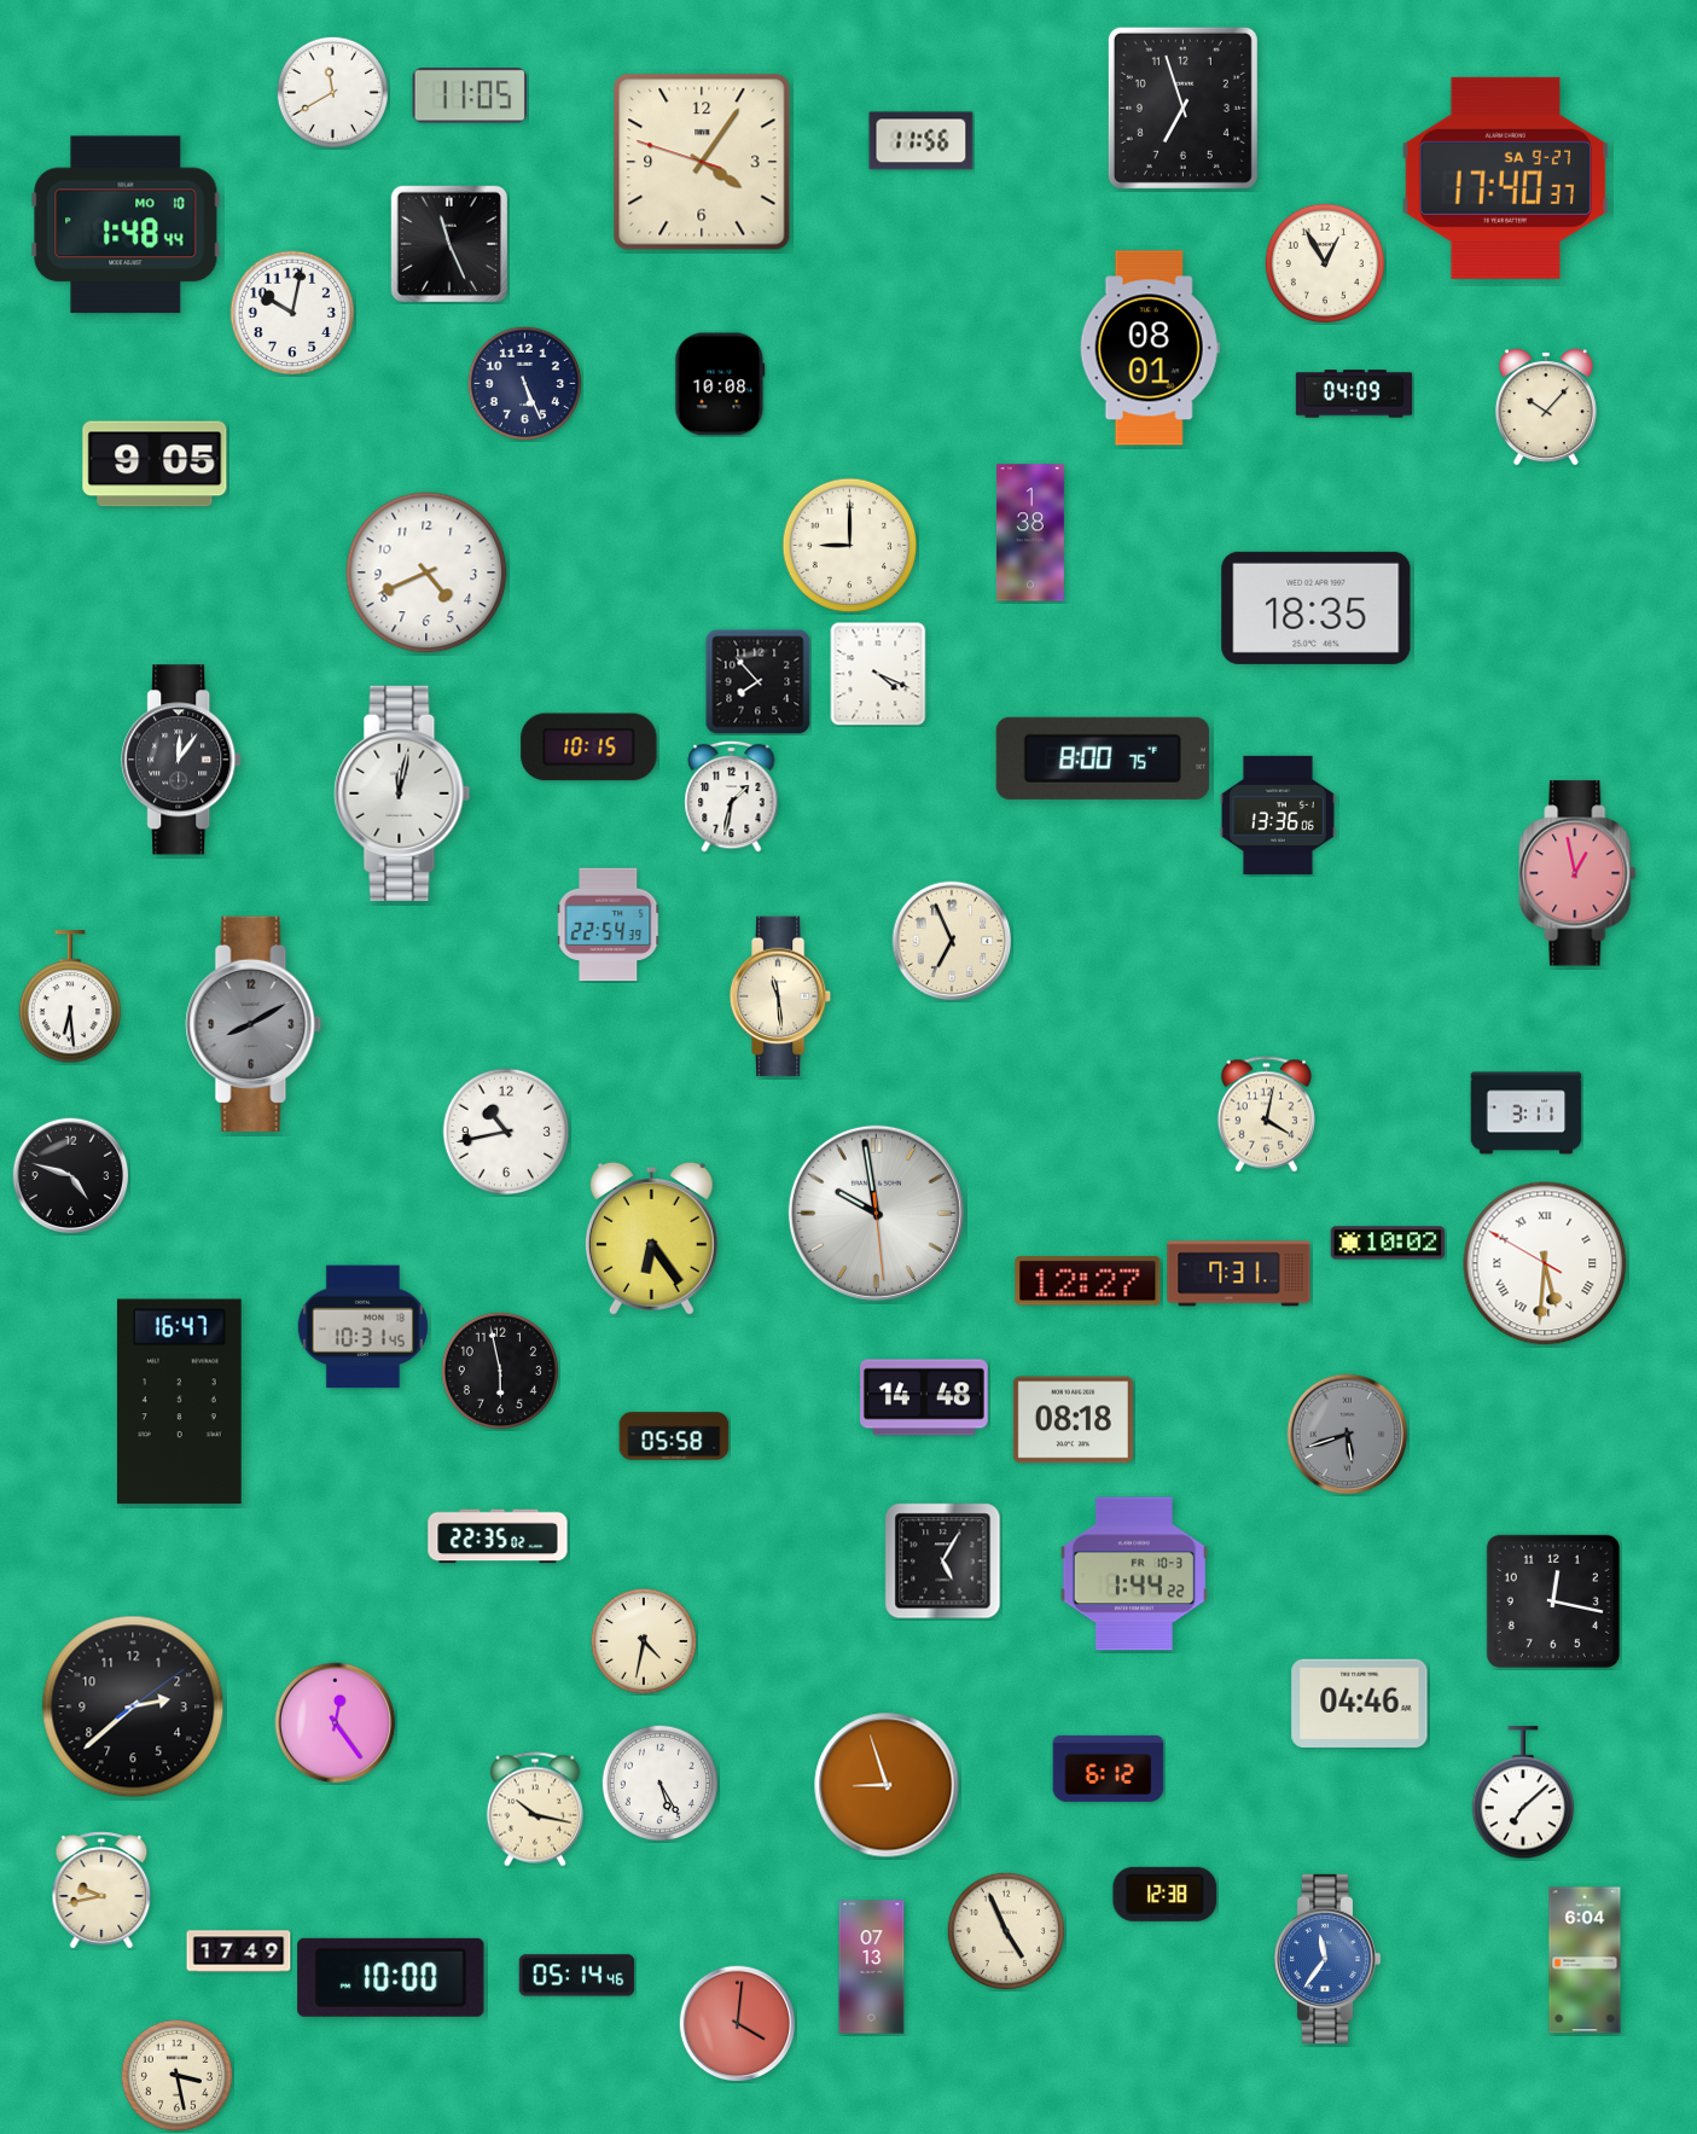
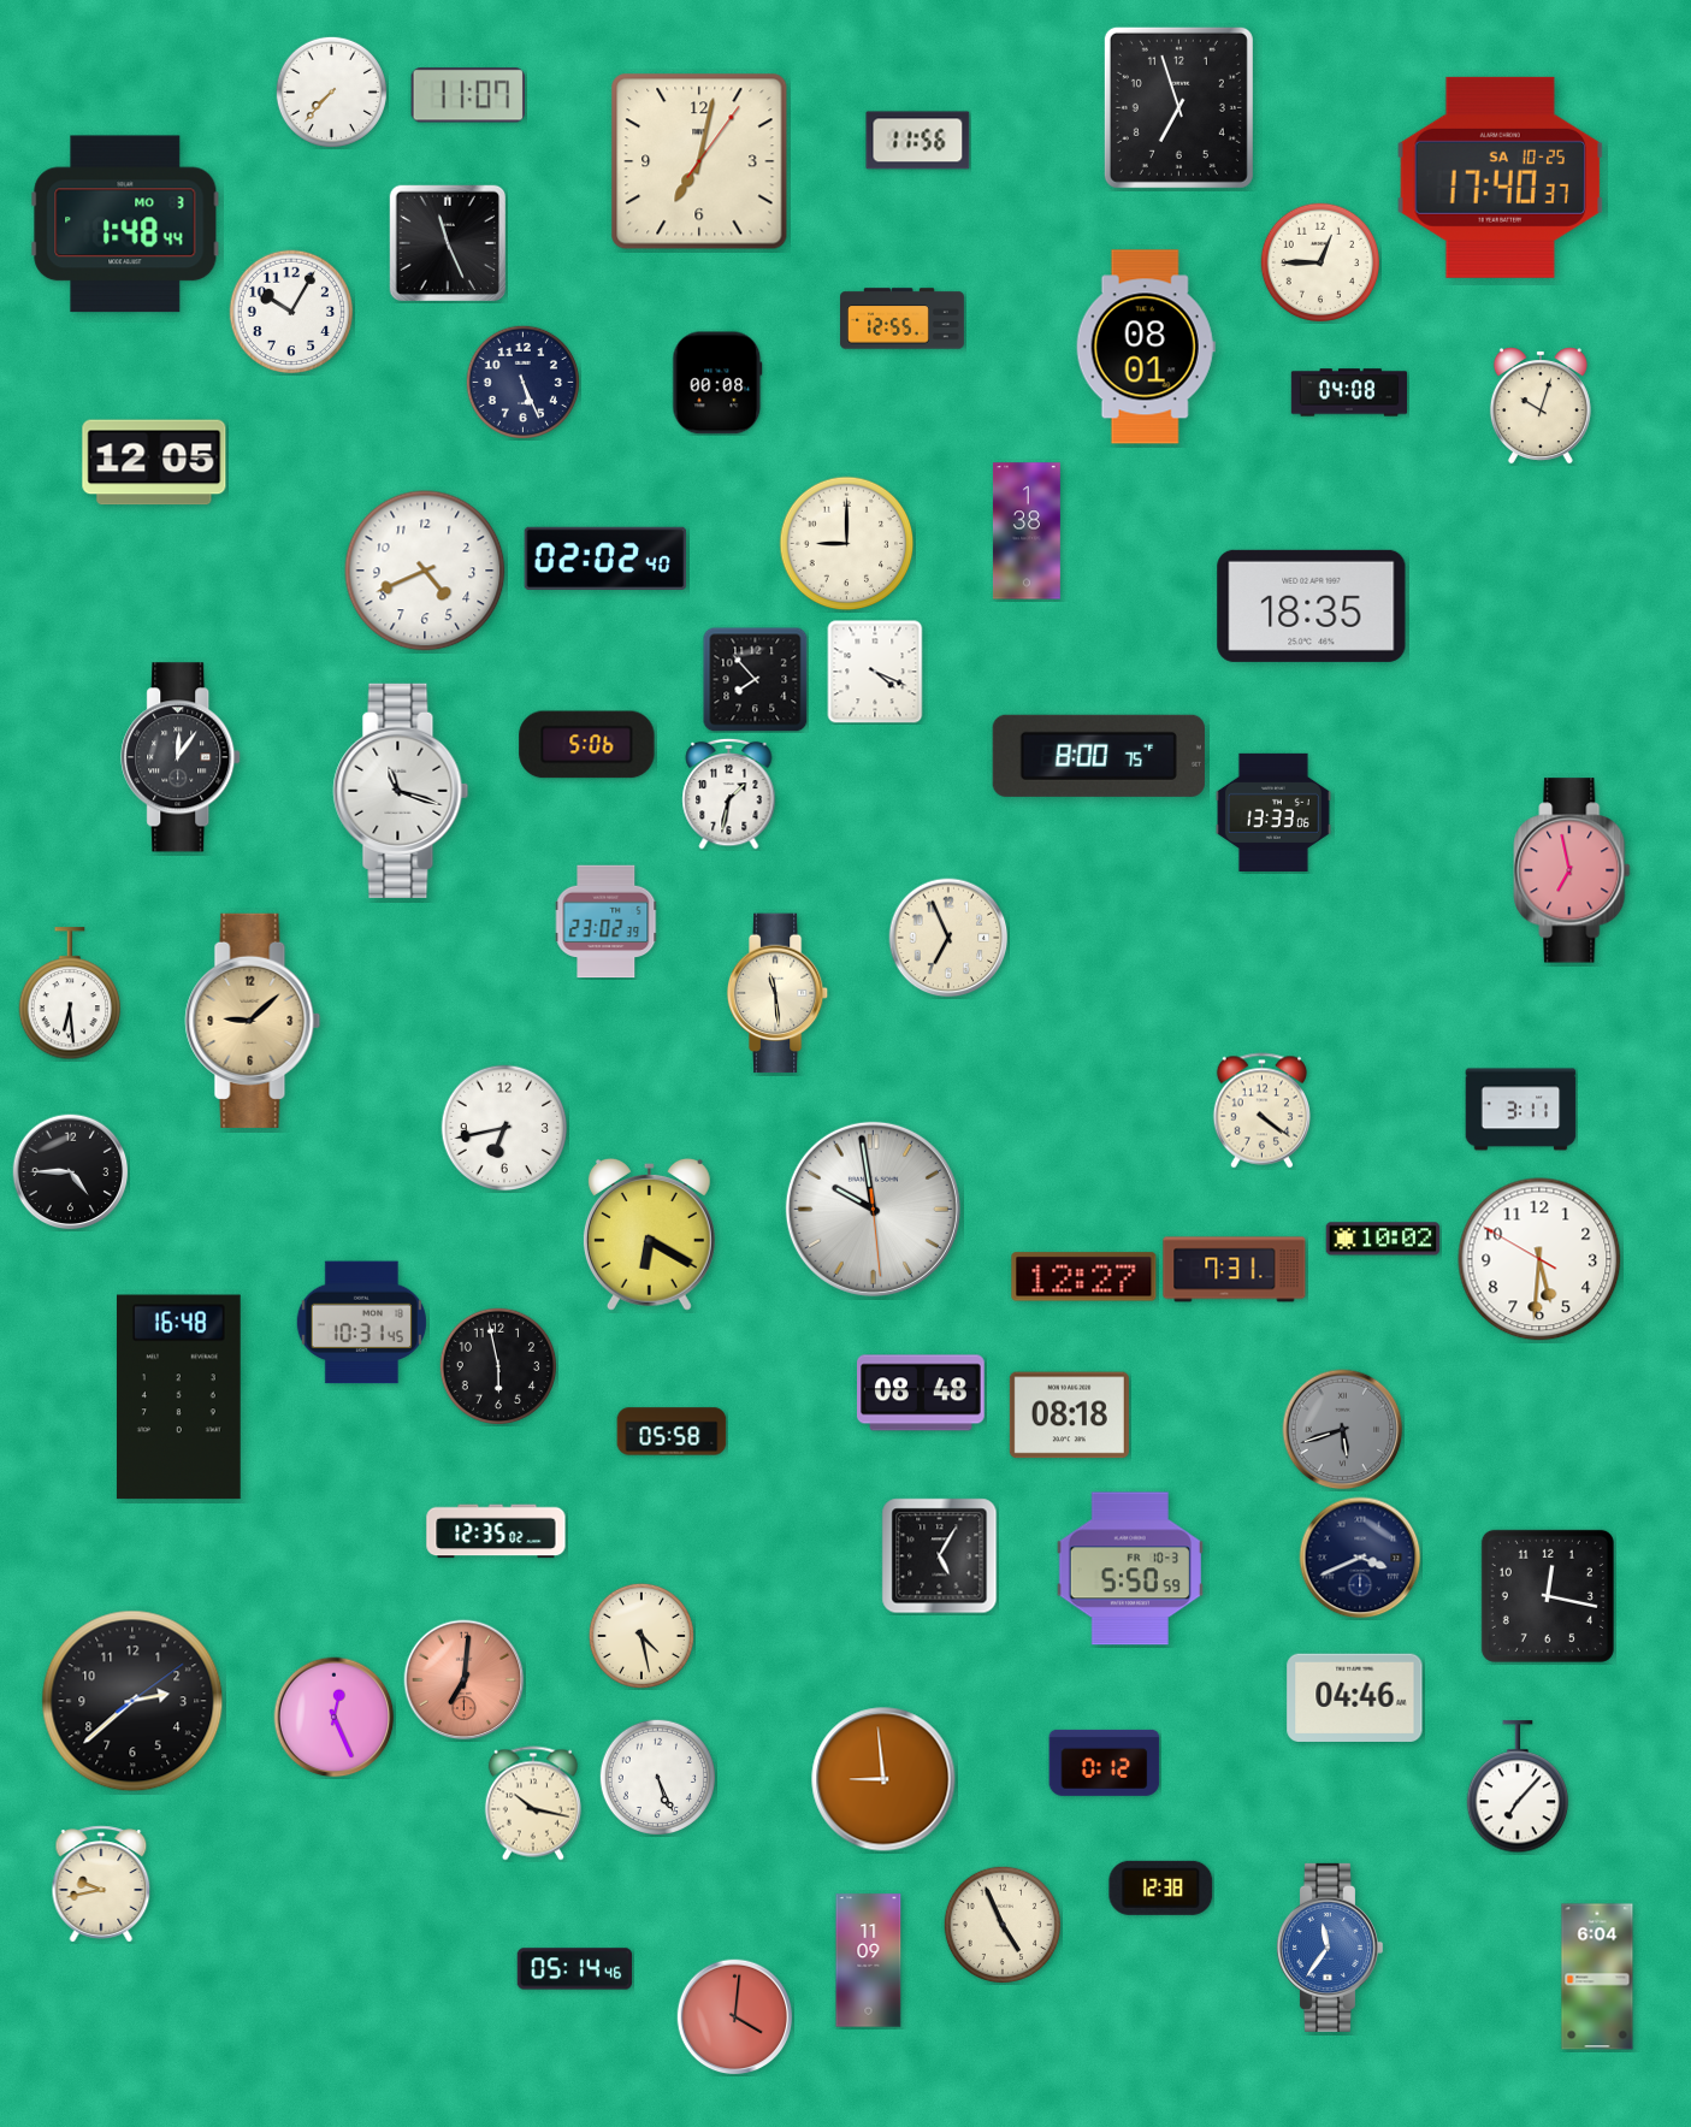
clock at (332, 92): 11:40 -> 7:37
clock at (470, 95): 11:05 -> 11:07
clock at (702, 162): 4:05 -> 7:02
clock at (1506, 178) date: SA 9-27 -> SA 10-25
clock at (126, 225) date: MO 10 -> MO 3
clock at (1324, 262): 12:55 -> 12:45
clock at (292, 313): 10:02 -> 10:05
clock at (901, 319): none -> 12:55
clock at (720, 384): 10:08 -> 00:08
clock at (1354, 394): 04:09 -> 04:08
clock at (1546, 407): 10:07 -> 10:03
clock at (155, 464): 9:05 -> 12:05
clock at (605, 559): none -> 02:02
clock at (589, 748): 10:15 -> 5:06
clock at (402, 793): 12:02 -> 11:18
clock at (1278, 815): 13:36 -> 13:33
clock at (1577, 873): 12:58 -> 6:58
clock at (609, 925): 22:54 -> 23:02
clock at (254, 1024): 8:10 -> 9:08
clock at (254, 1024) dial: grey -> champagne
clock at (1266, 1115): 4:02 -> 4:21
clock at (506, 1132): 10:43 -> 6:43
clock at (71, 1176): 4:48 -> 4:45
clock at (651, 1238): 6:24 -> 6:20
clock at (1545, 1263) numerals: Roman -> Arabic
clock at (925, 1397): 14:48 -> 08:48
clock at (179, 1402): 16:47 -> 16:48
clock at (498, 1536): 22:35 -> 12:35
clock at (1360, 1558): none -> 3:41
clock at (1134, 1574): 1:44 -> 5:50
clock at (644, 1641): 4:32 -> 4:28
clock at (465, 1680): none -> 7:01
clock at (336, 1723): 12:24 -> 12:26
clock at (1109, 1768): 6:12 -> 0:12
clock at (659, 1783): 5:25 -> 5:26
clock at (887, 1785): 8:57 -> 8:59
clock at (1523, 1793): 7:08 -> 7:07
clock at (239, 1952): 17:49 -> none
clock at (1326, 1959) position: (1326, 1959) -> (1329, 1948)
clock at (1585, 1960) position: (1585, 1960) -> (1597, 1977)
clock at (872, 1967): 07:13 -> 11:09
clock at (391, 1977): 10:00 -> none
clock at (176, 2075): 3:28 -> none
